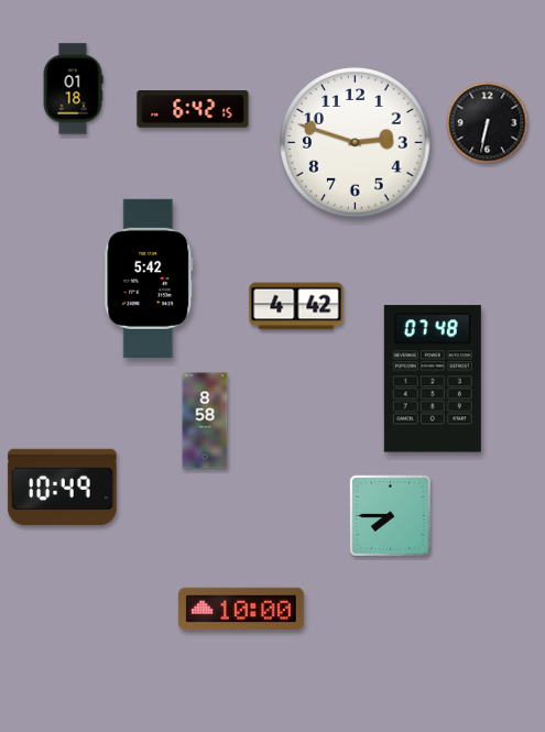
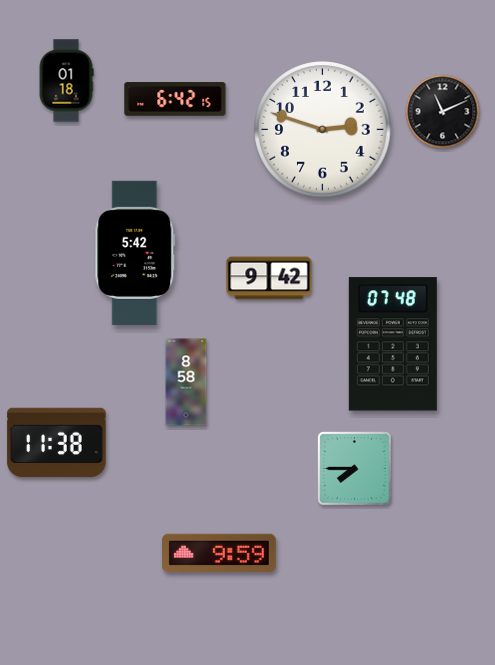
clock at (488, 123): 6:32 -> 11:11
clock at (296, 306): 4:42 -> 9:42
clock at (63, 488): 10:49 -> 11:38
clock at (242, 608): 10:00 -> 9:59
